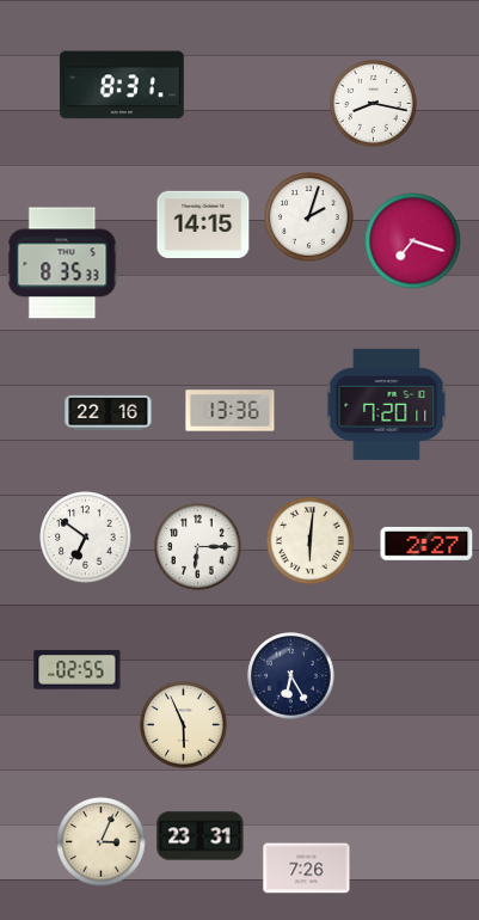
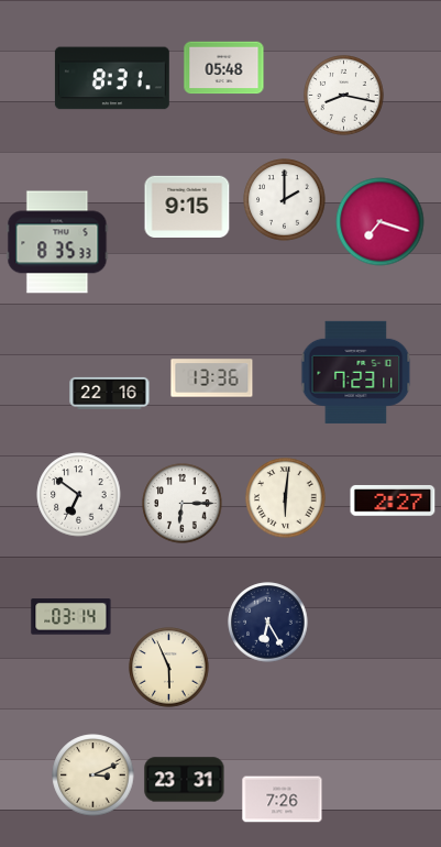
clock at (224, 68): none -> 05:48
clock at (309, 217): 2:03 -> 2:00
clock at (203, 225): 14:15 -> 9:15
clock at (387, 404): 7:20 -> 7:23
clock at (109, 412) position: (109, 412) -> (110, 393)
clock at (78, 670): 02:55 -> 03:14
clock at (201, 836) position: (201, 836) -> (185, 780)
clock at (102, 842): 3:04 -> 3:11
